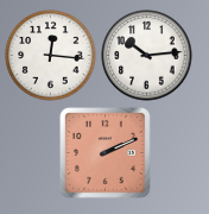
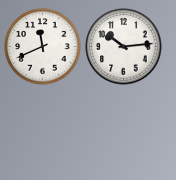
clock at (51, 56): 12:16 -> 11:41
clock at (106, 153): 2:11 -> none
